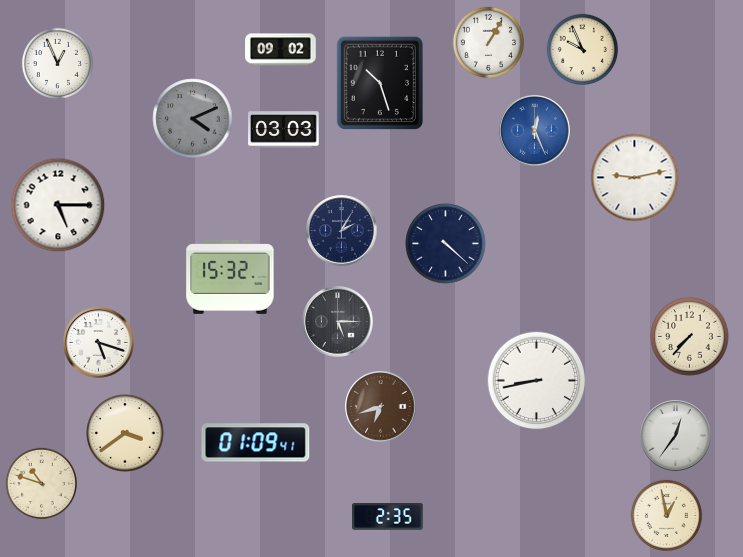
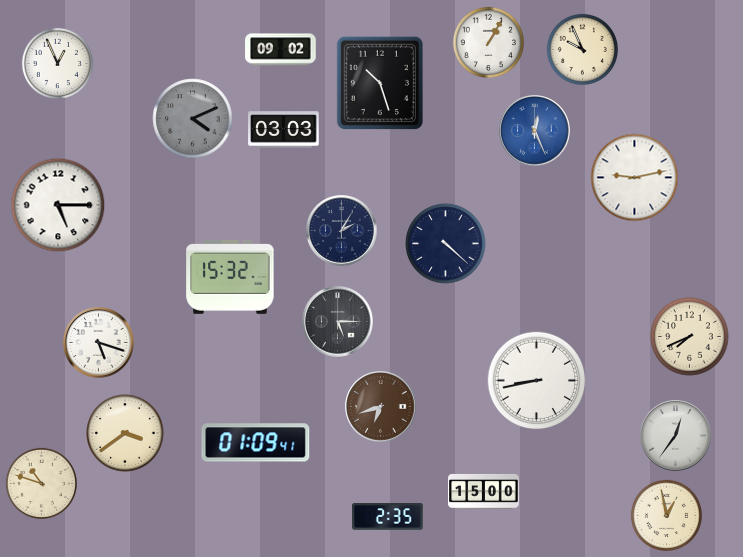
clock at (690, 337): 7:37 -> 7:41
clock at (484, 491): none -> 15:00
